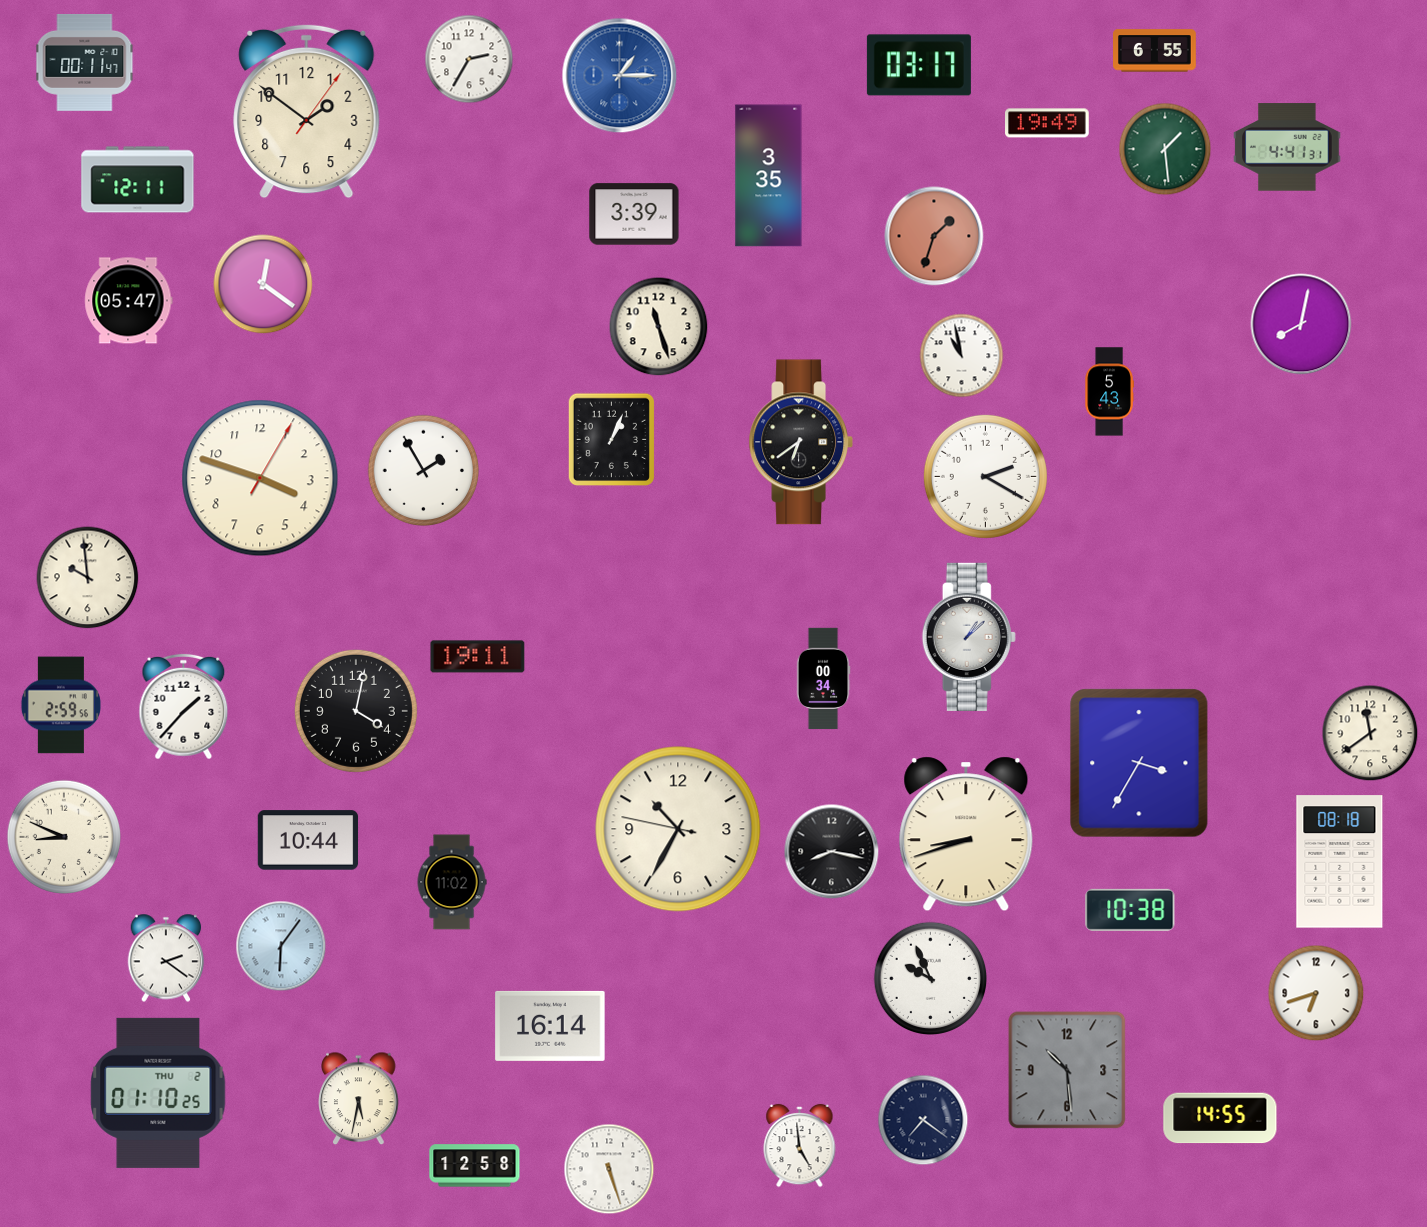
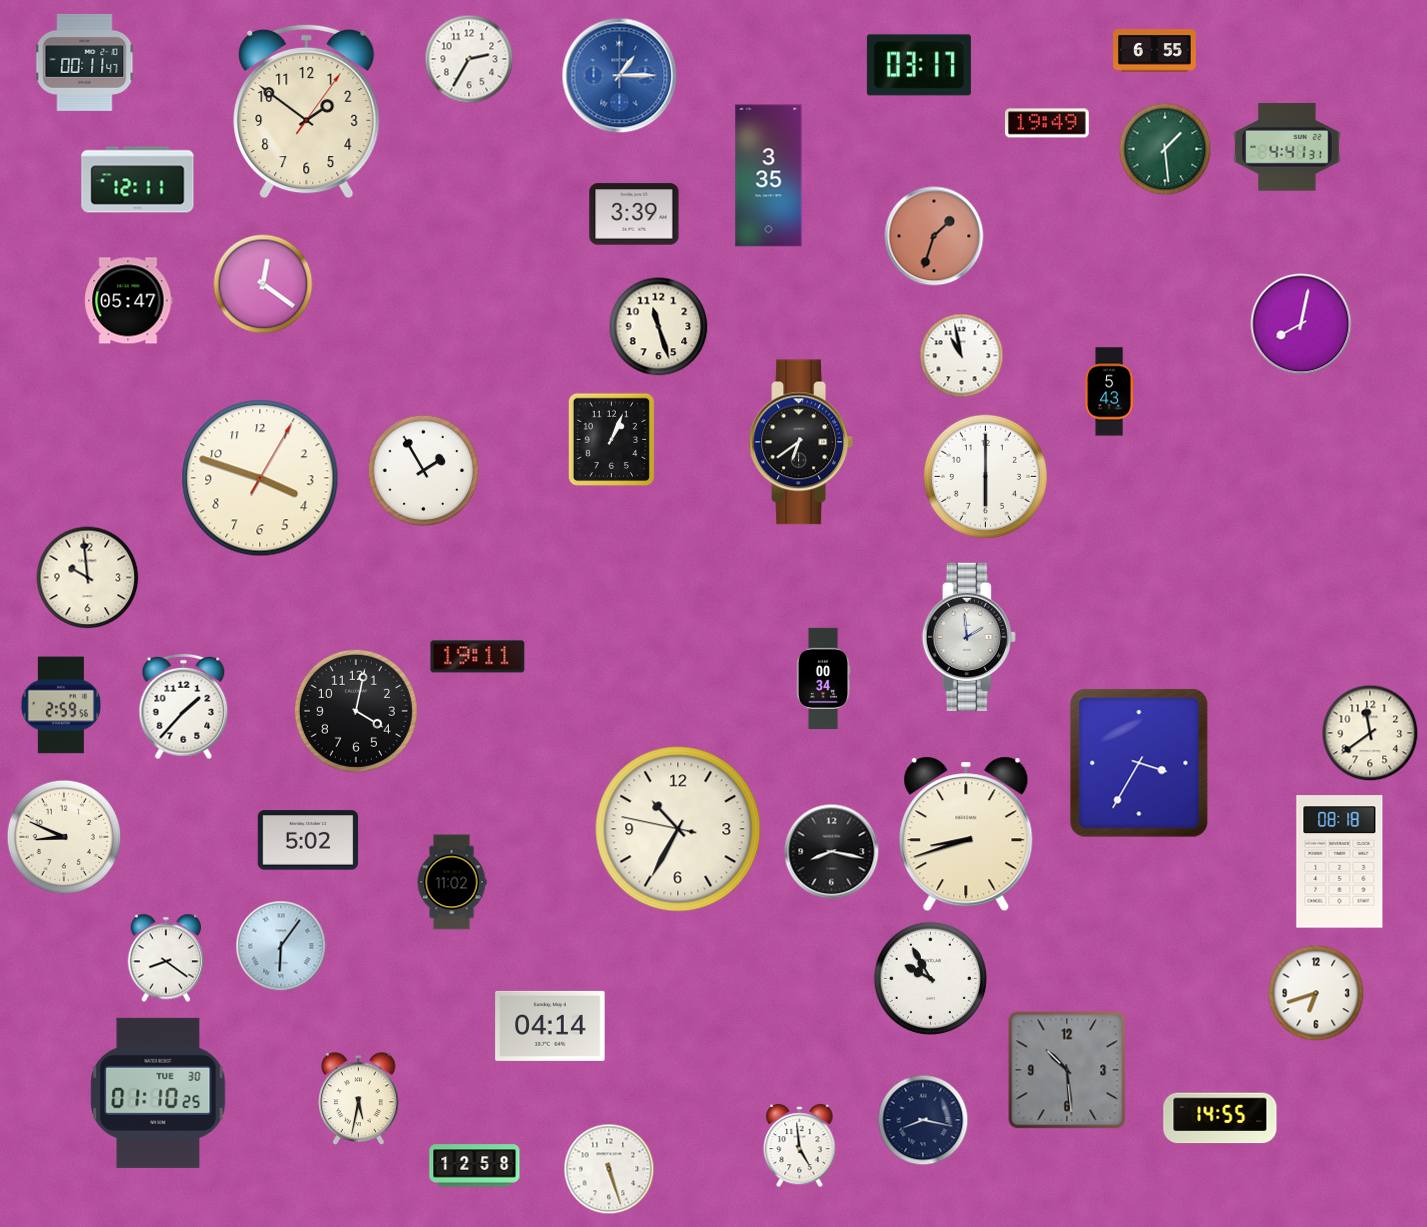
clock at (985, 476): 2:20 -> 6:00
clock at (969, 637): 1:08 -> 1:59
clock at (308, 840): 10:44 -> 5:02
clock at (1130, 910): 10:38 -> none
clock at (166, 958): 2:21 -> 8:21
clock at (930, 978): 9:56 -> 9:55
clock at (550, 1026): 16:14 -> 04:14
clock at (158, 1093) date: THU 2 -> TUE 30
clock at (923, 1120): 7:21 -> 8:17
